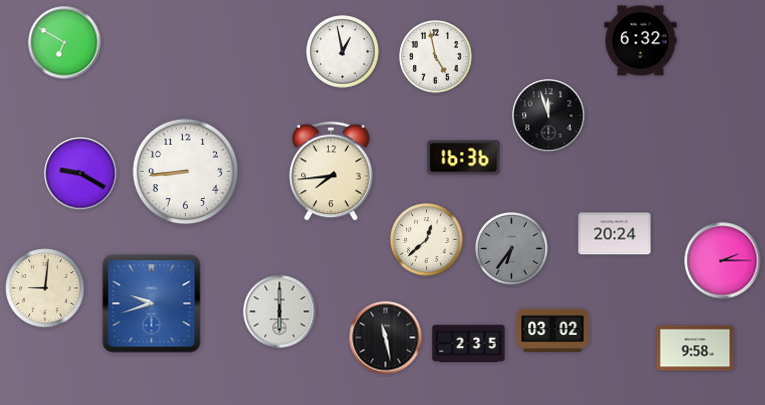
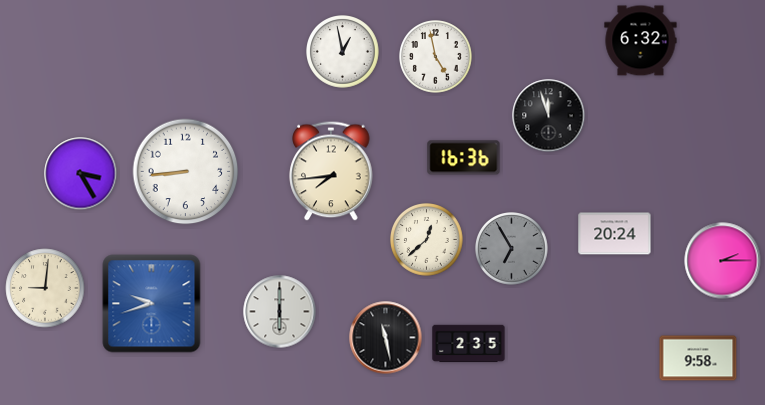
clock at (65, 43): 6:50 -> none
clock at (81, 174): 9:20 -> 3:25
clock at (512, 249): 6:36 -> 6:55
clock at (553, 331): 03:02 -> none
clock at (695, 348) position: (695, 348) -> (698, 358)
